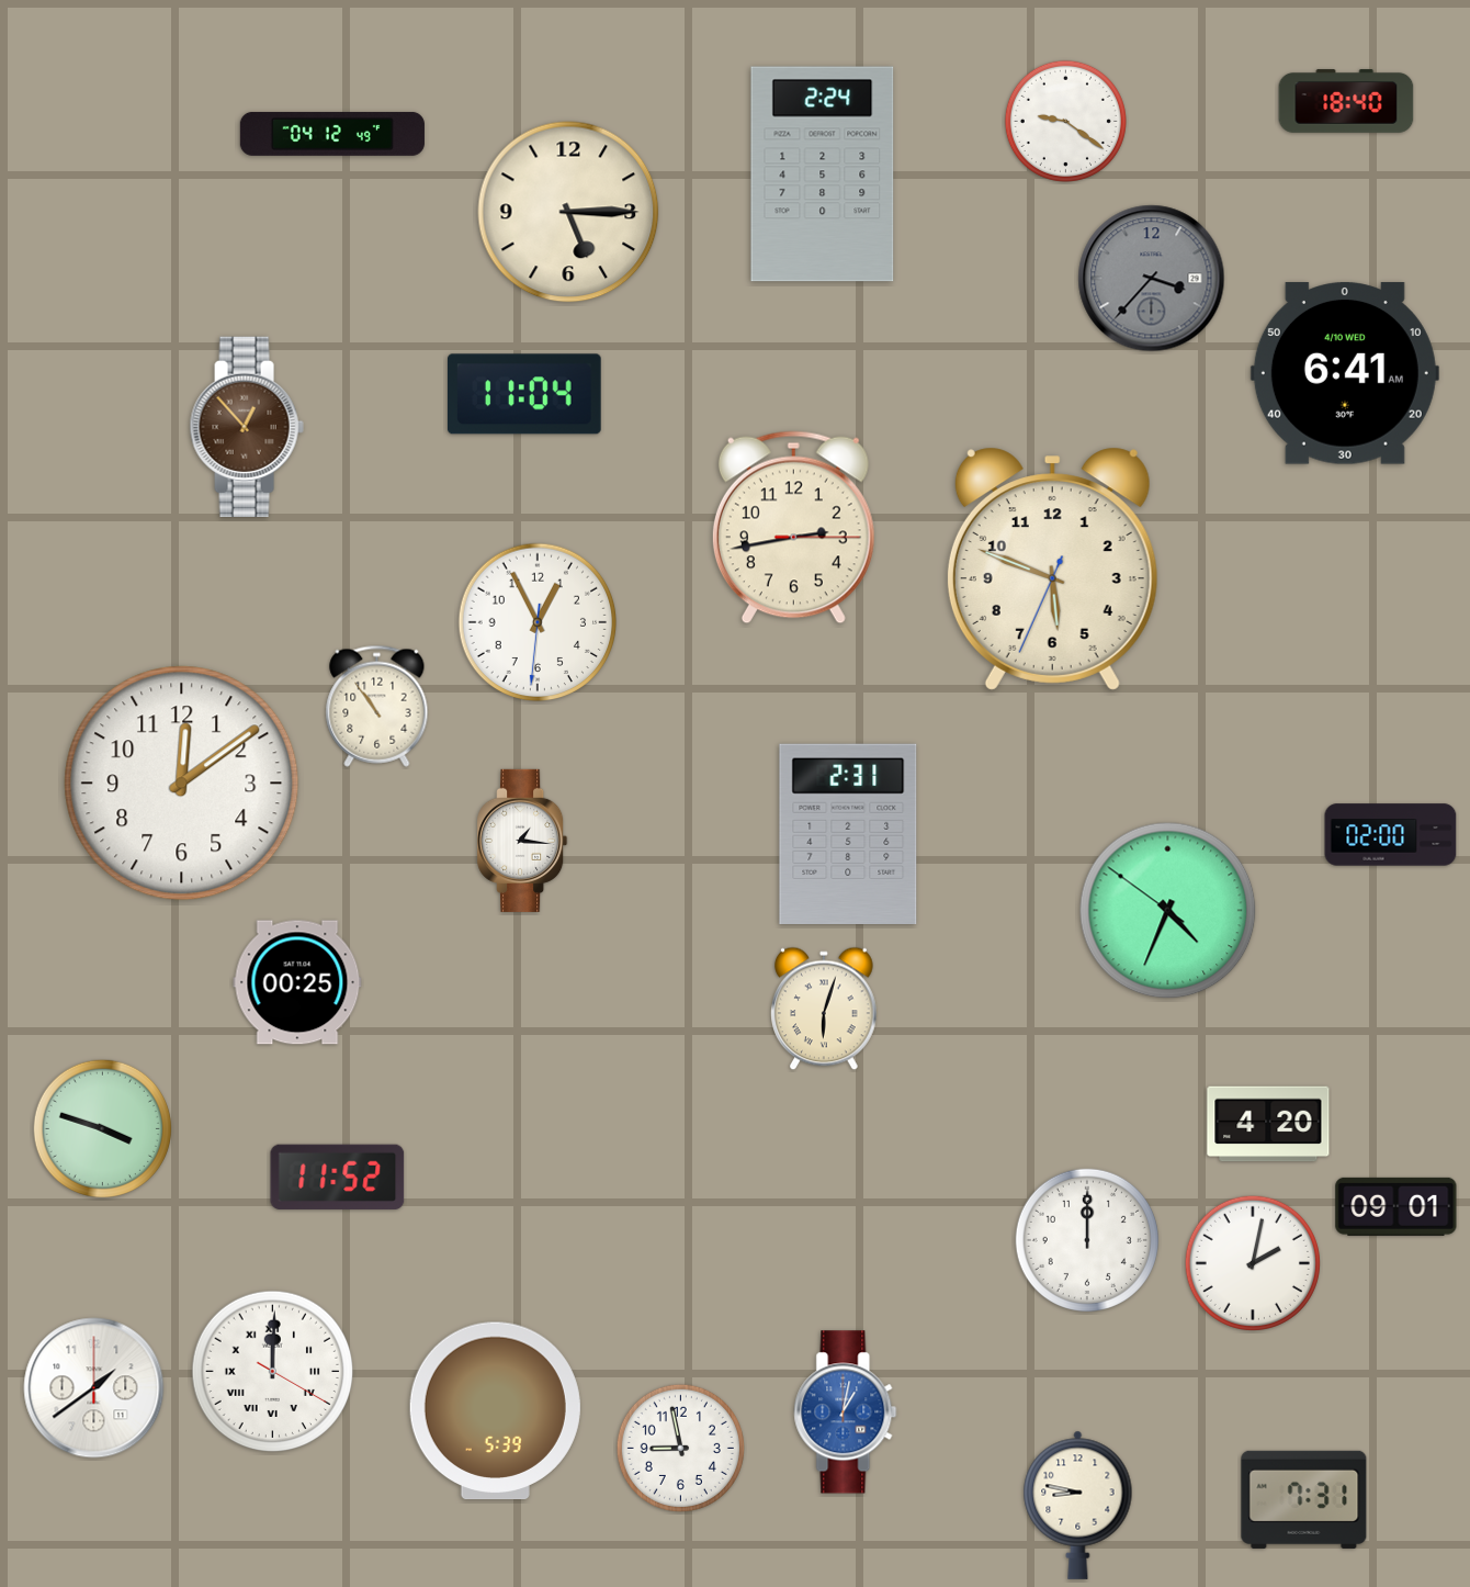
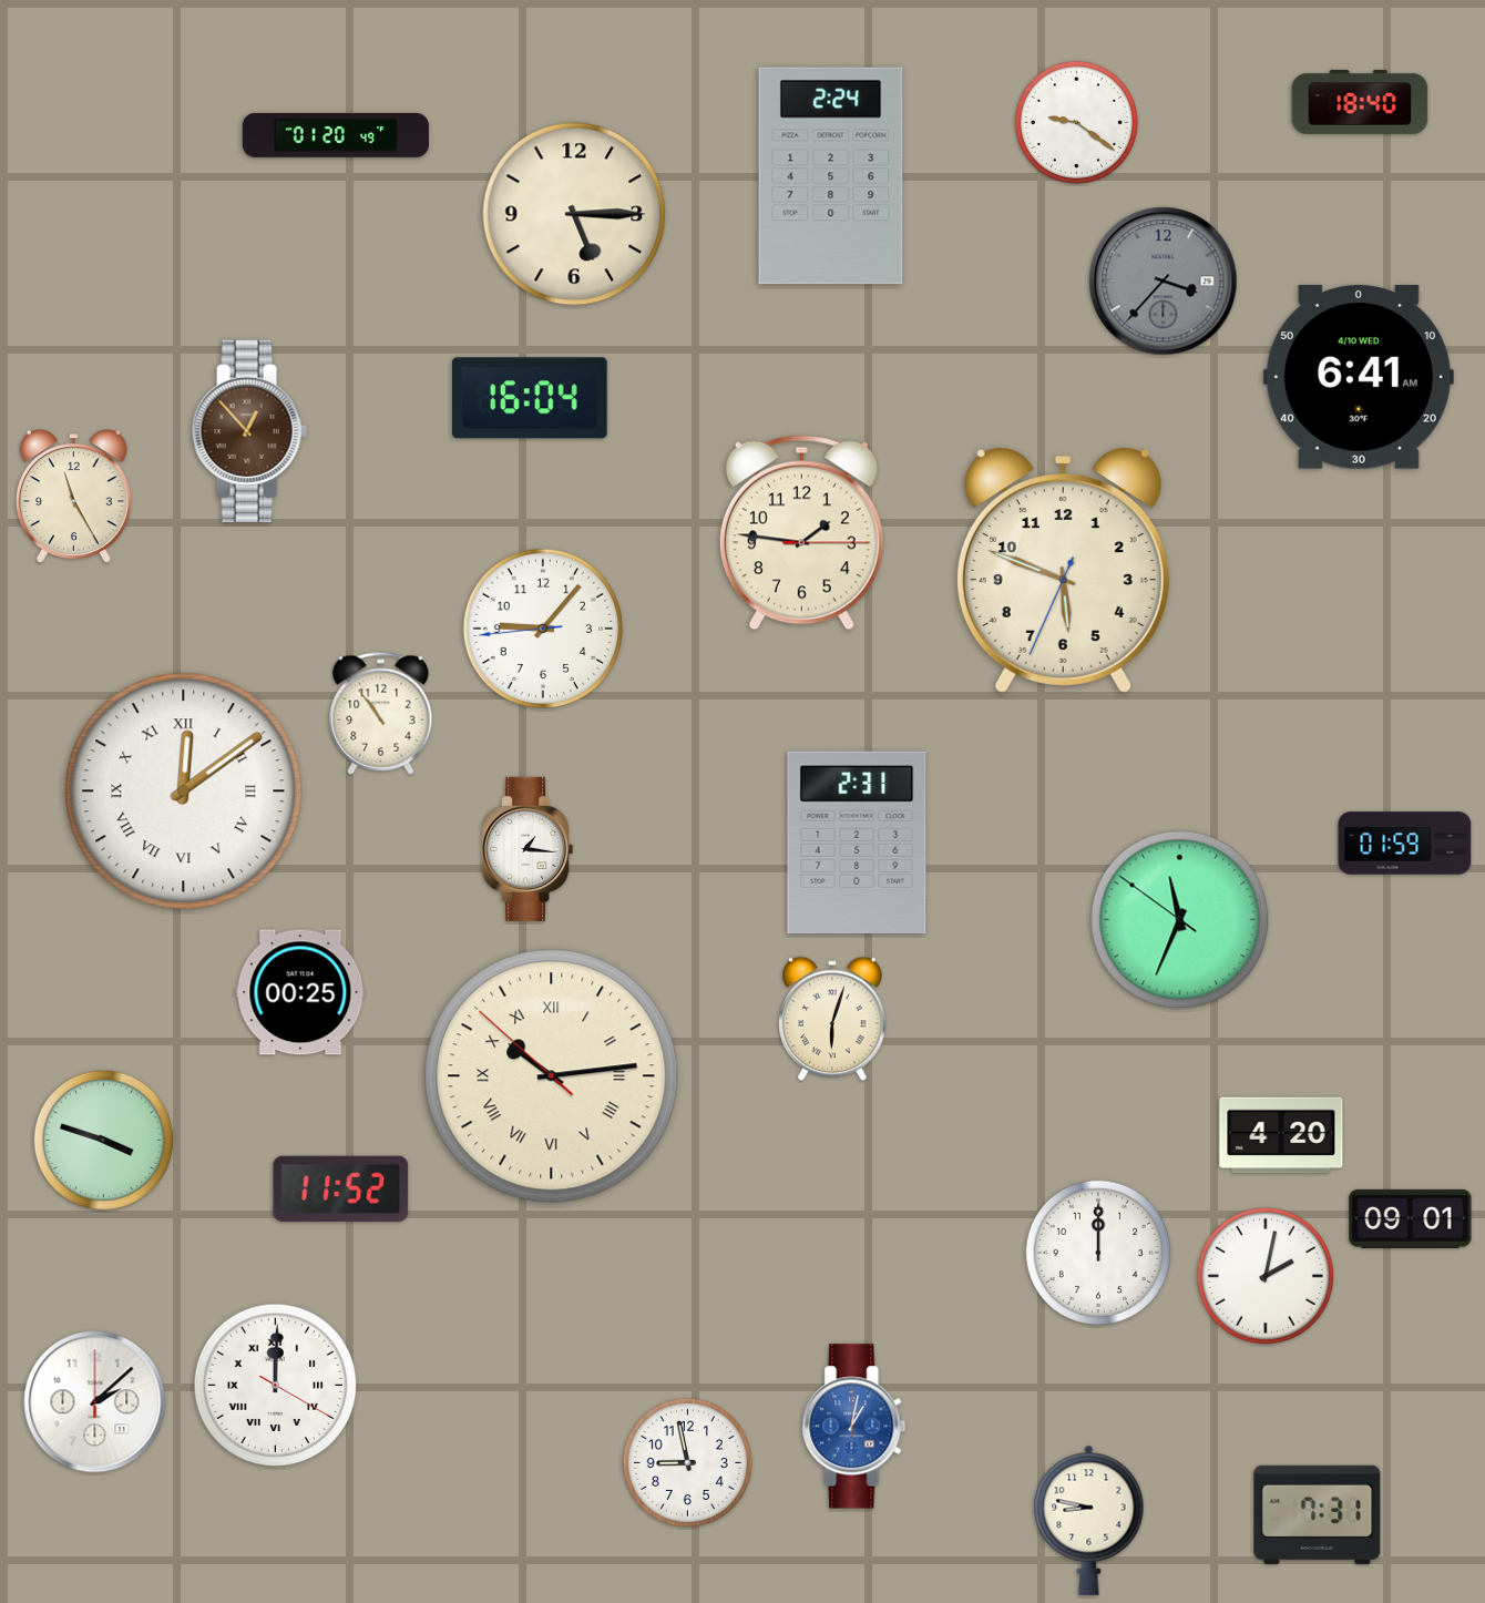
clock at (332, 134): 04:12 -> 01:20
clock at (525, 394): 11:04 -> 16:04
clock at (73, 496): none -> 11:25
clock at (793, 528): 2:43 -> 1:46
clock at (1052, 569) position: (1052, 569) -> (1063, 570)
clock at (538, 622): 12:55 -> 9:06
clock at (182, 784) numerals: Arabic -> Roman
clock at (1391, 835): 02:00 -> 01:59
clock at (1168, 911): 4:33 -> 11:33
clock at (552, 1076): none -> 10:13
clock at (94, 1388): 1:39 -> 2:08
clock at (495, 1411): 5:39 -> none
